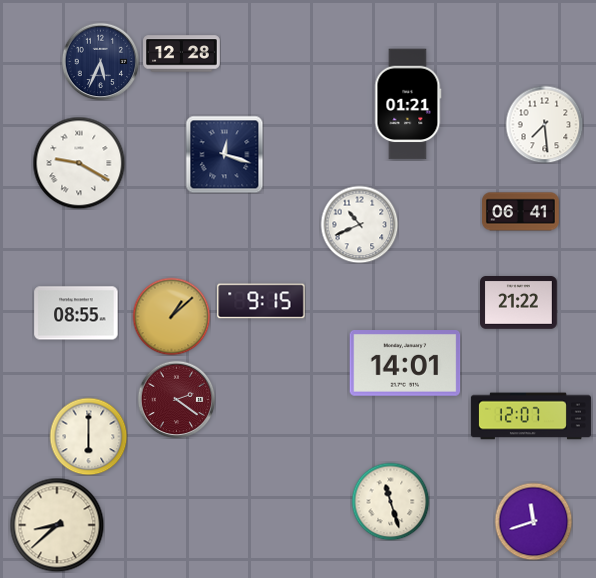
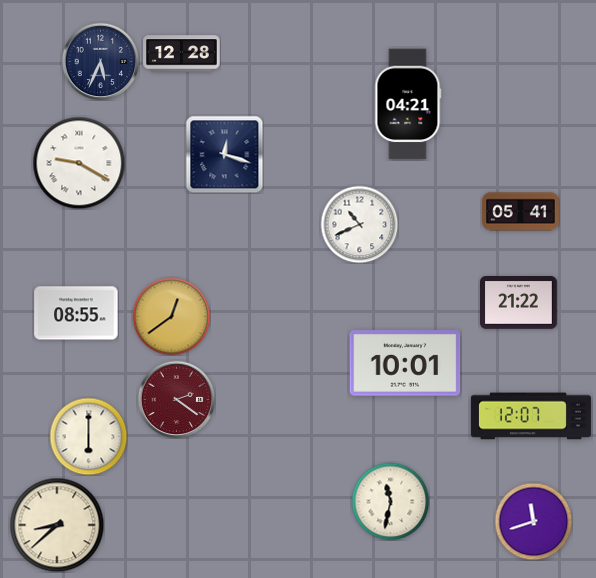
clock at (408, 104): 01:21 -> 04:21
clock at (544, 124): 7:29 -> none
clock at (521, 212): 06:41 -> 05:41
clock at (261, 301): 9:15 -> none
clock at (171, 316): 1:08 -> 12:39
clock at (405, 364): 14:01 -> 10:01
clock at (390, 501): 11:27 -> 11:32
